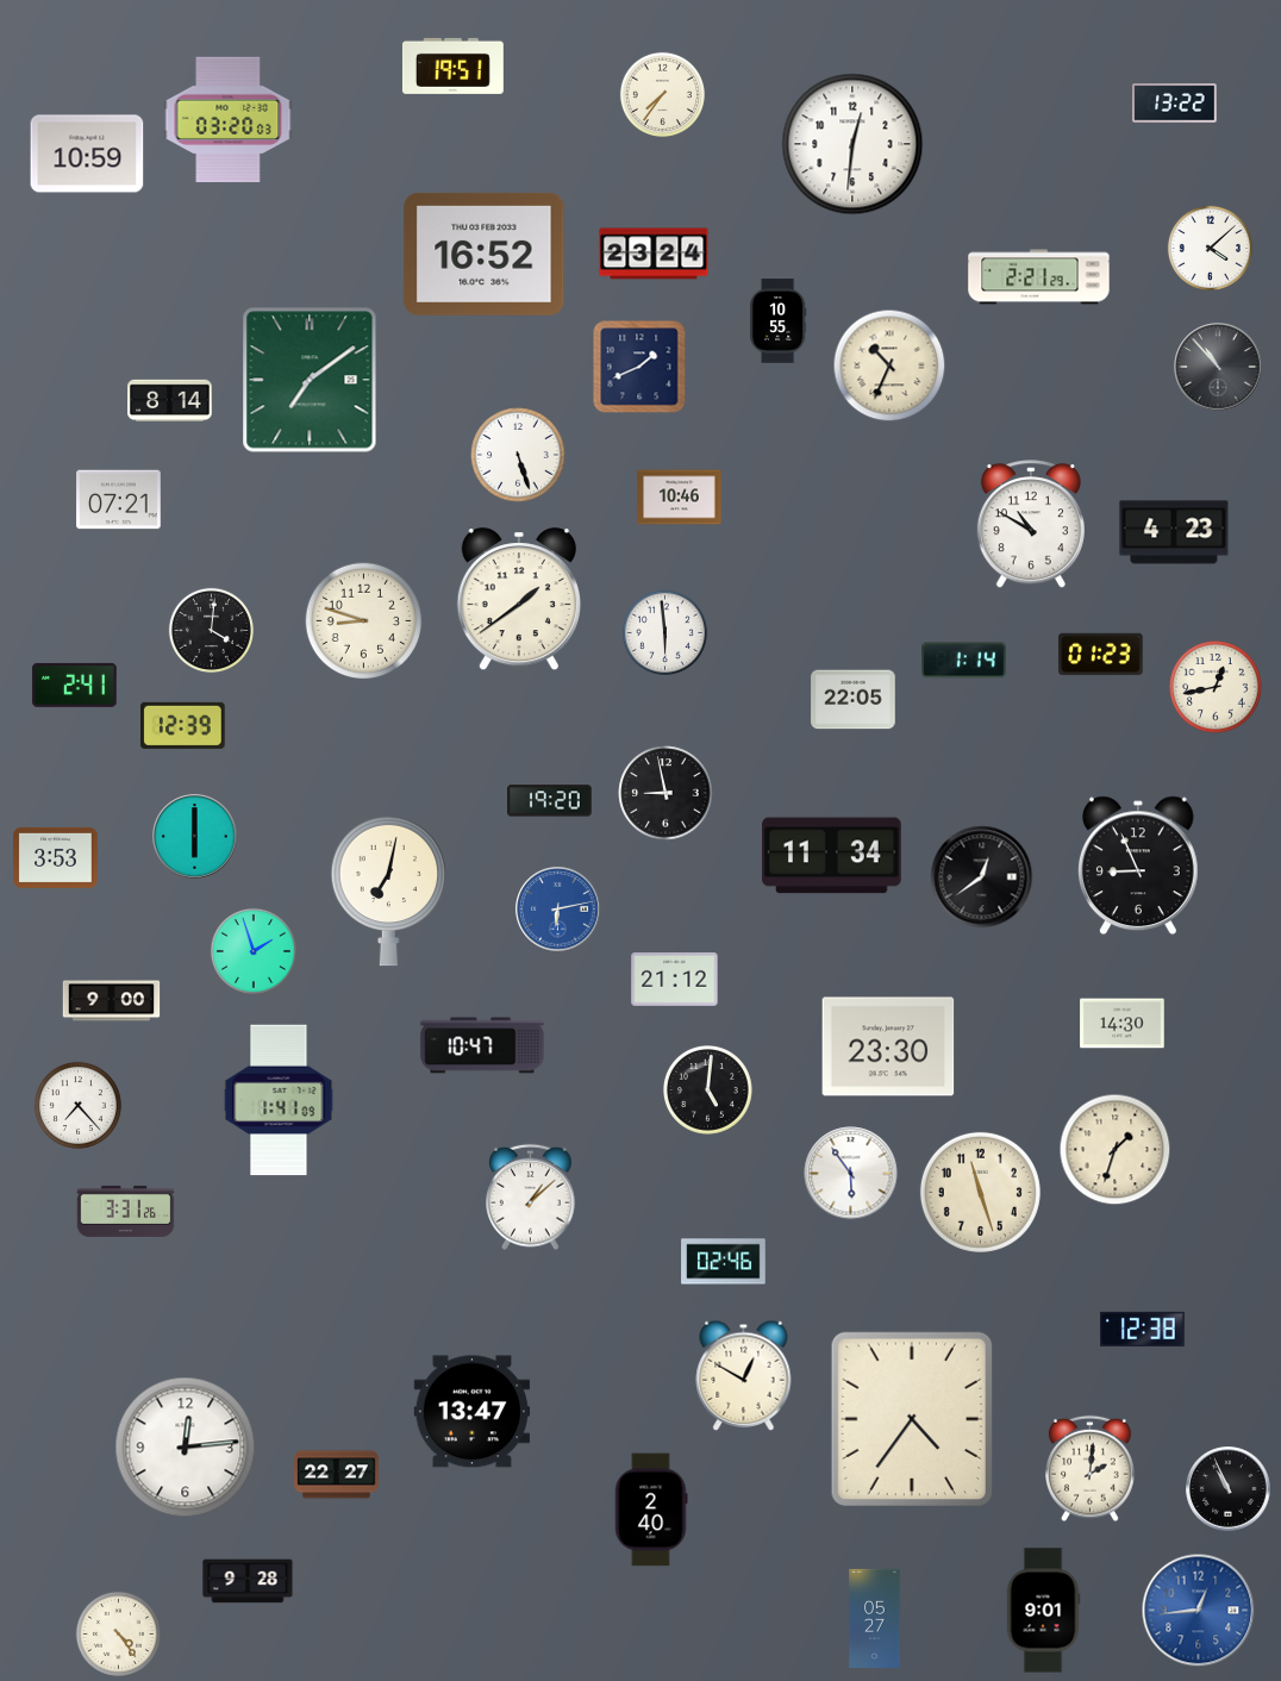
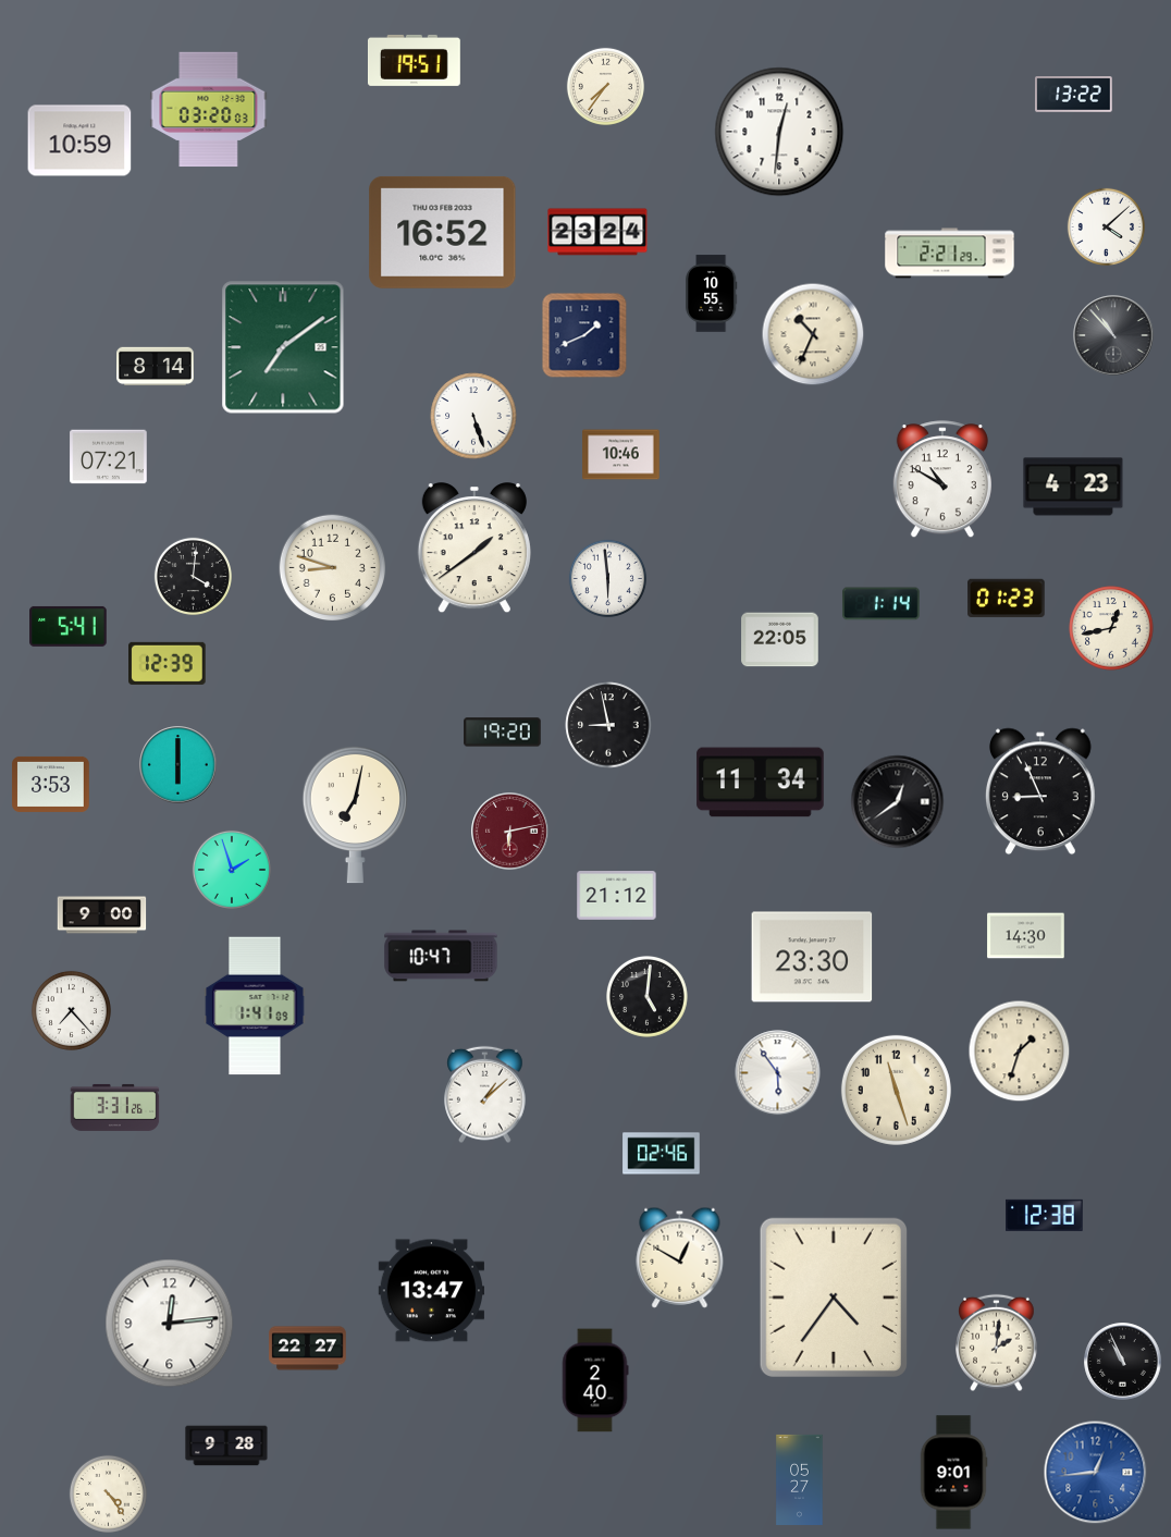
clock at (75, 685): 2:41 -> 5:41
clock at (558, 910) dial: blue -> burgundy
